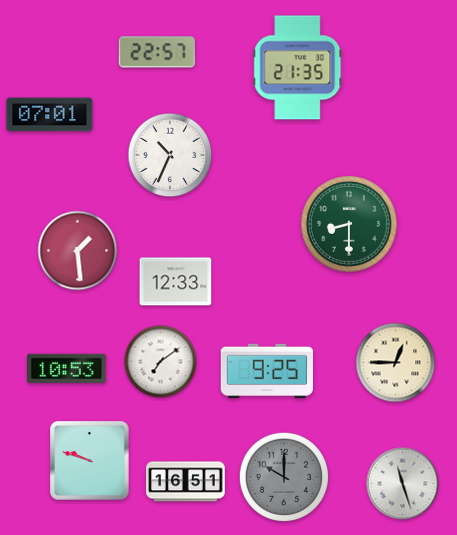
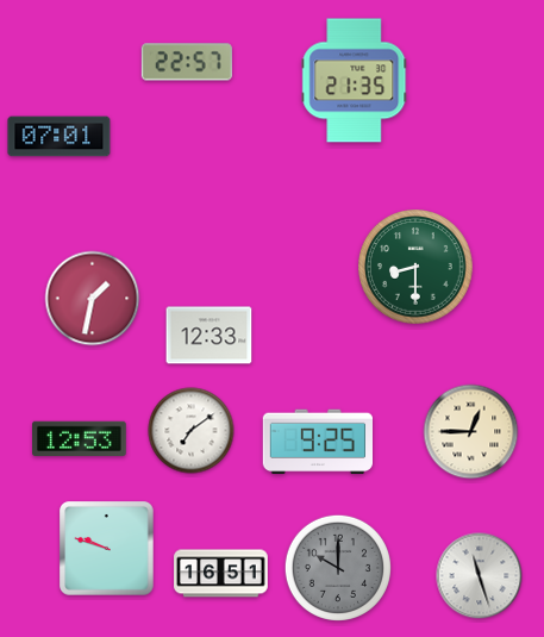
clock at (170, 155): 10:34 -> none
clock at (78, 251): 1:29 -> 1:32
clock at (67, 368): 10:53 -> 12:53
